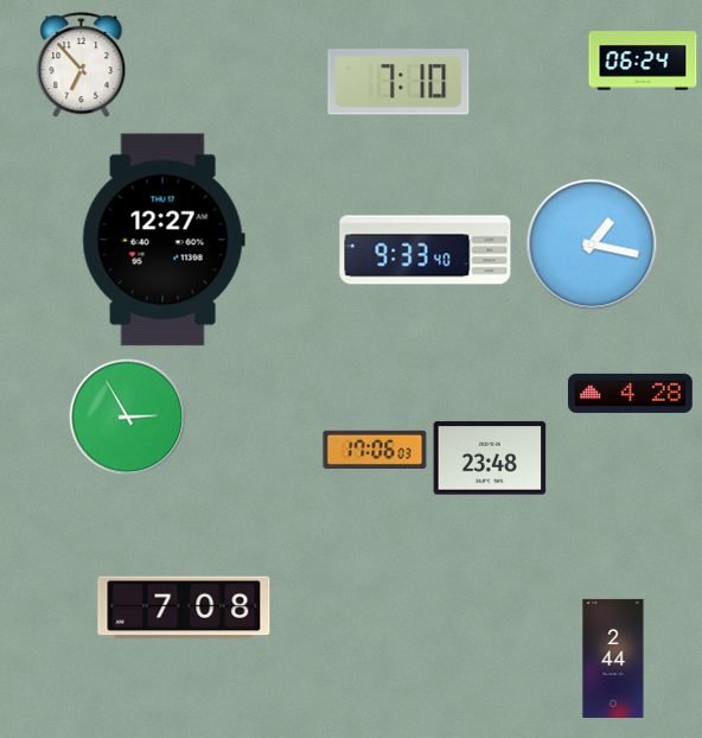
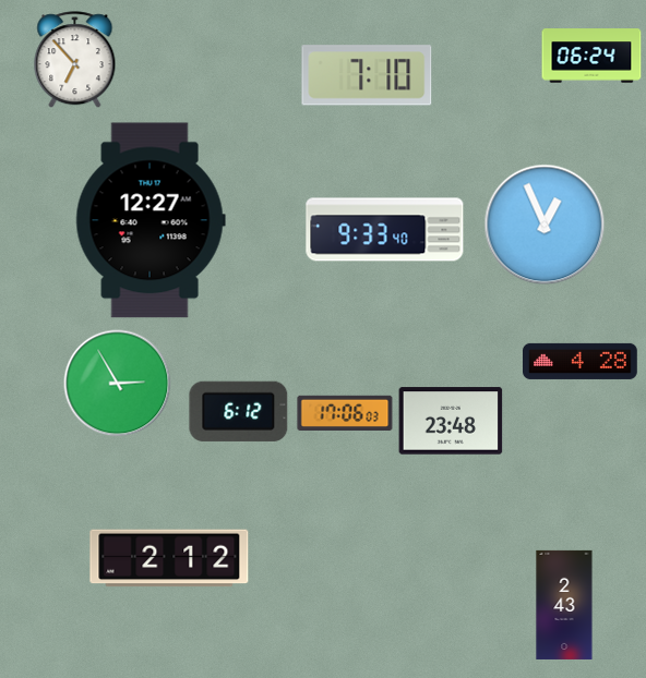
clock at (592, 244): 1:17 -> 12:56
clock at (426, 250) position: (426, 250) -> (385, 230)
clock at (239, 411): none -> 6:12
clock at (184, 607): 7:08 -> 2:12
clock at (613, 659): 2:44 -> 2:43
